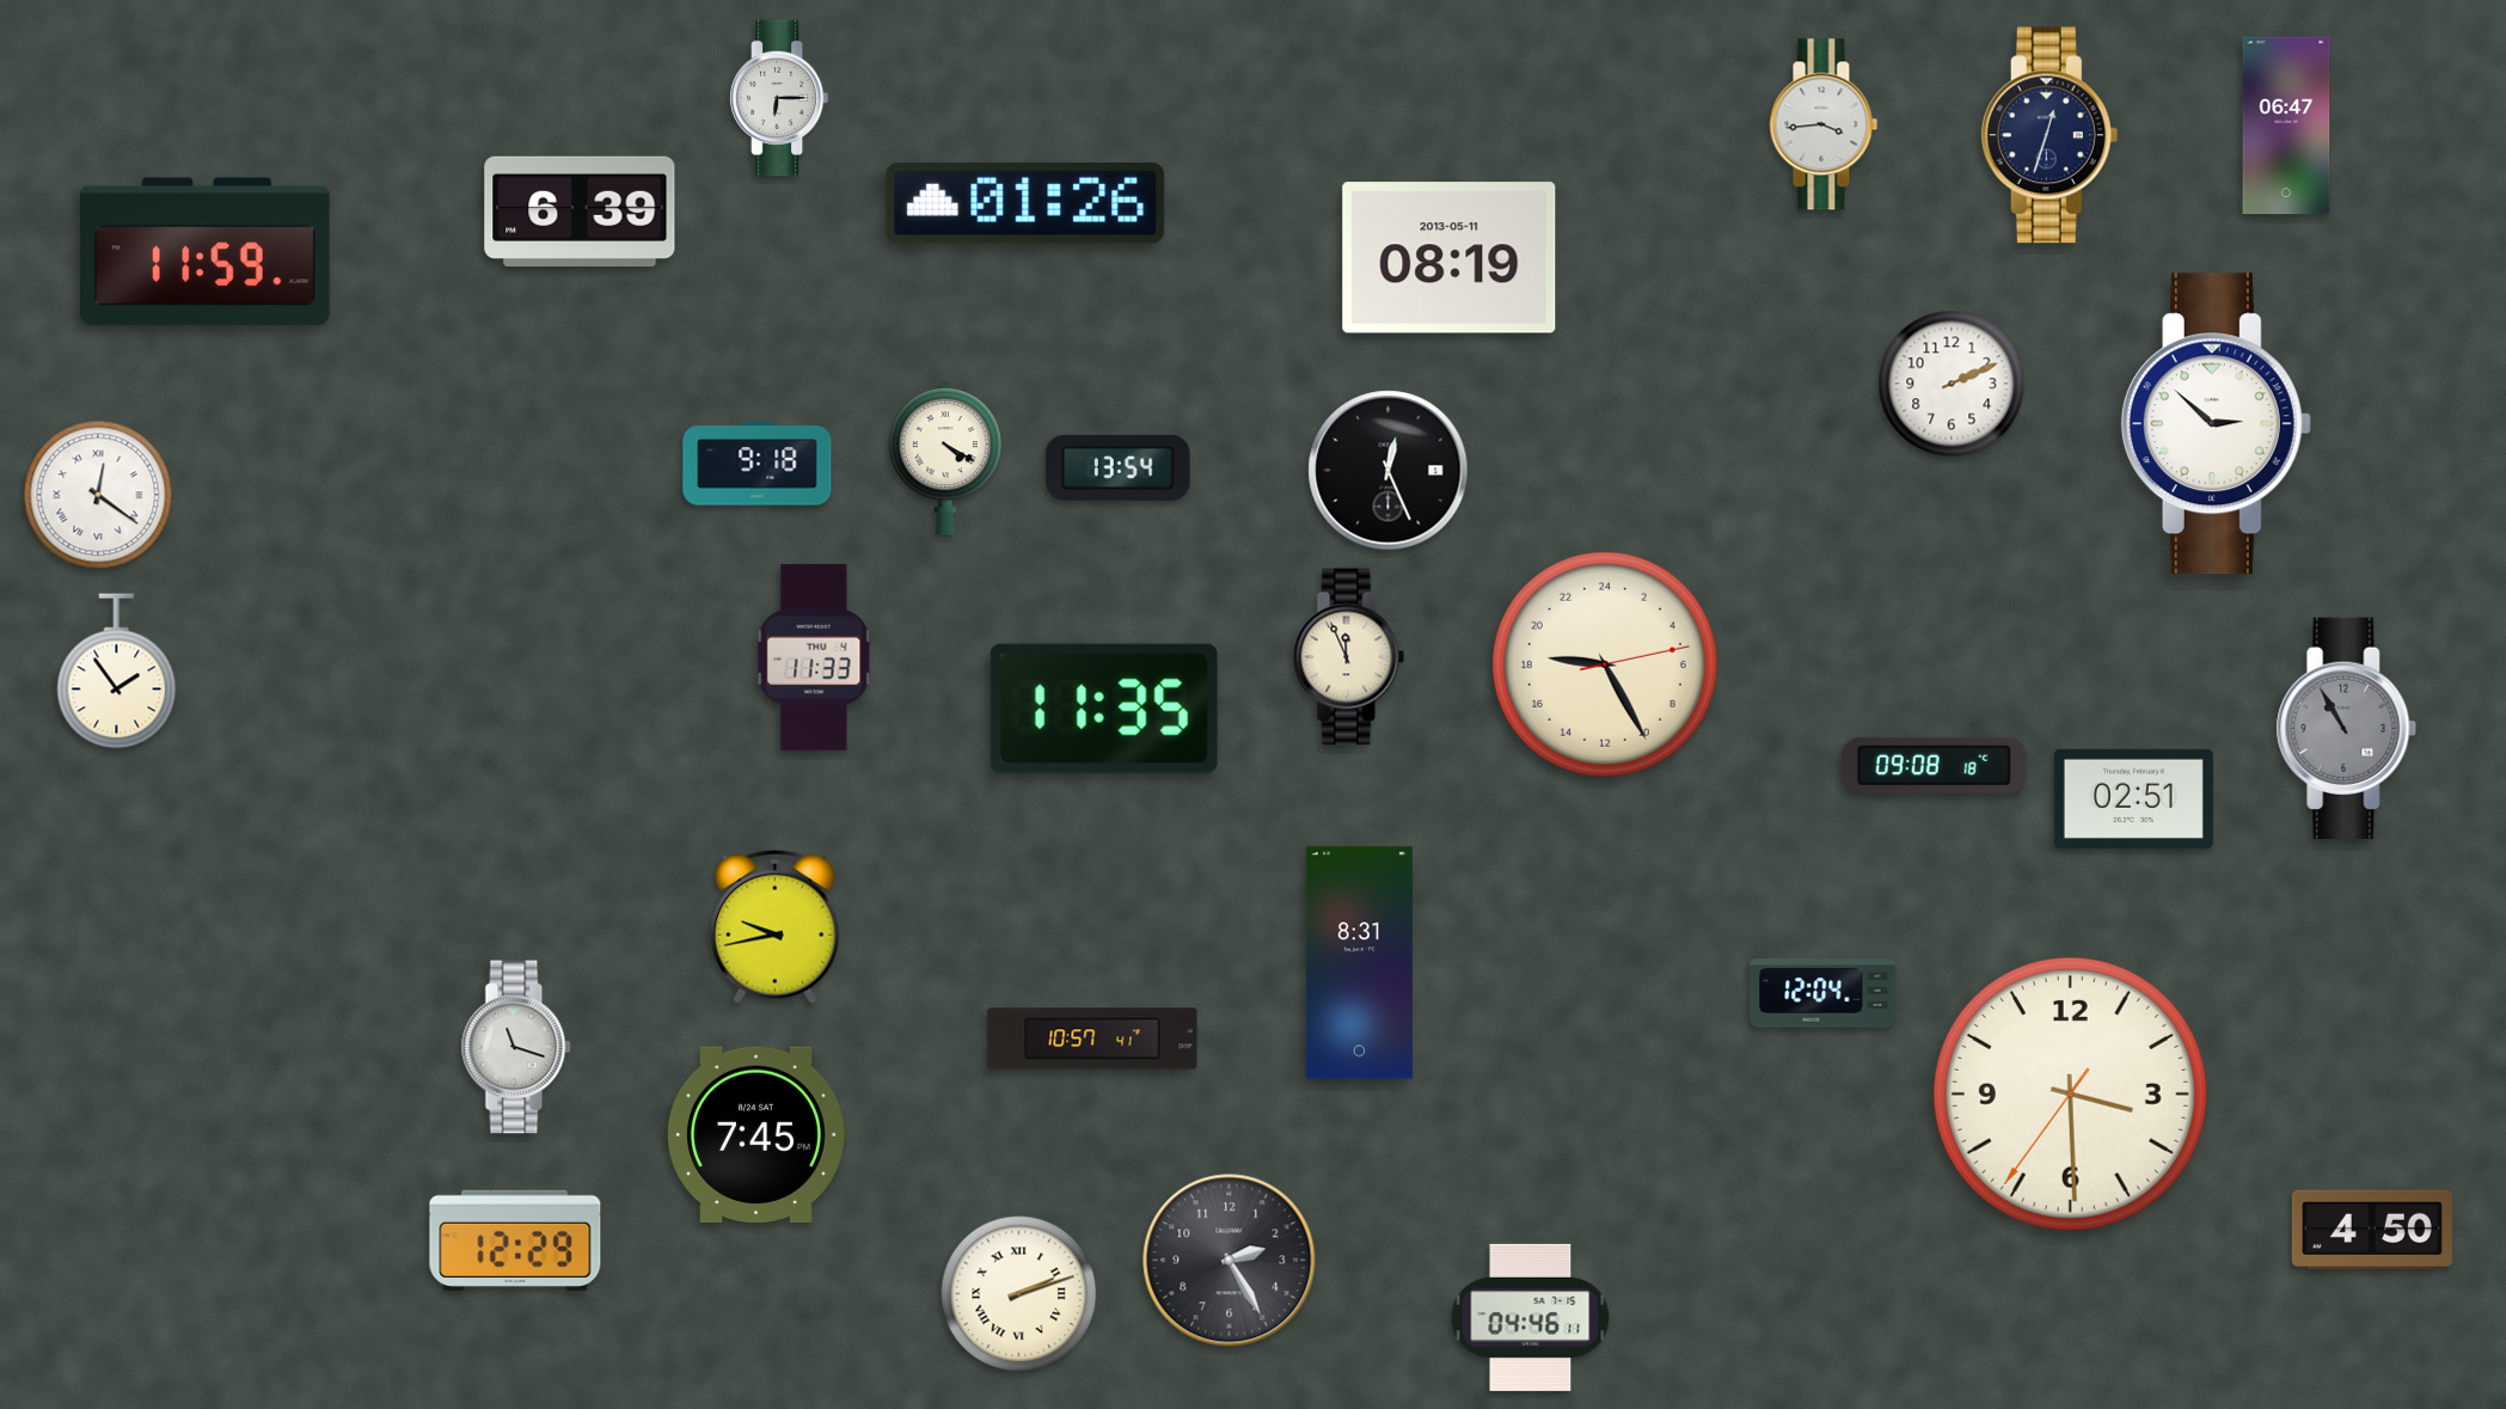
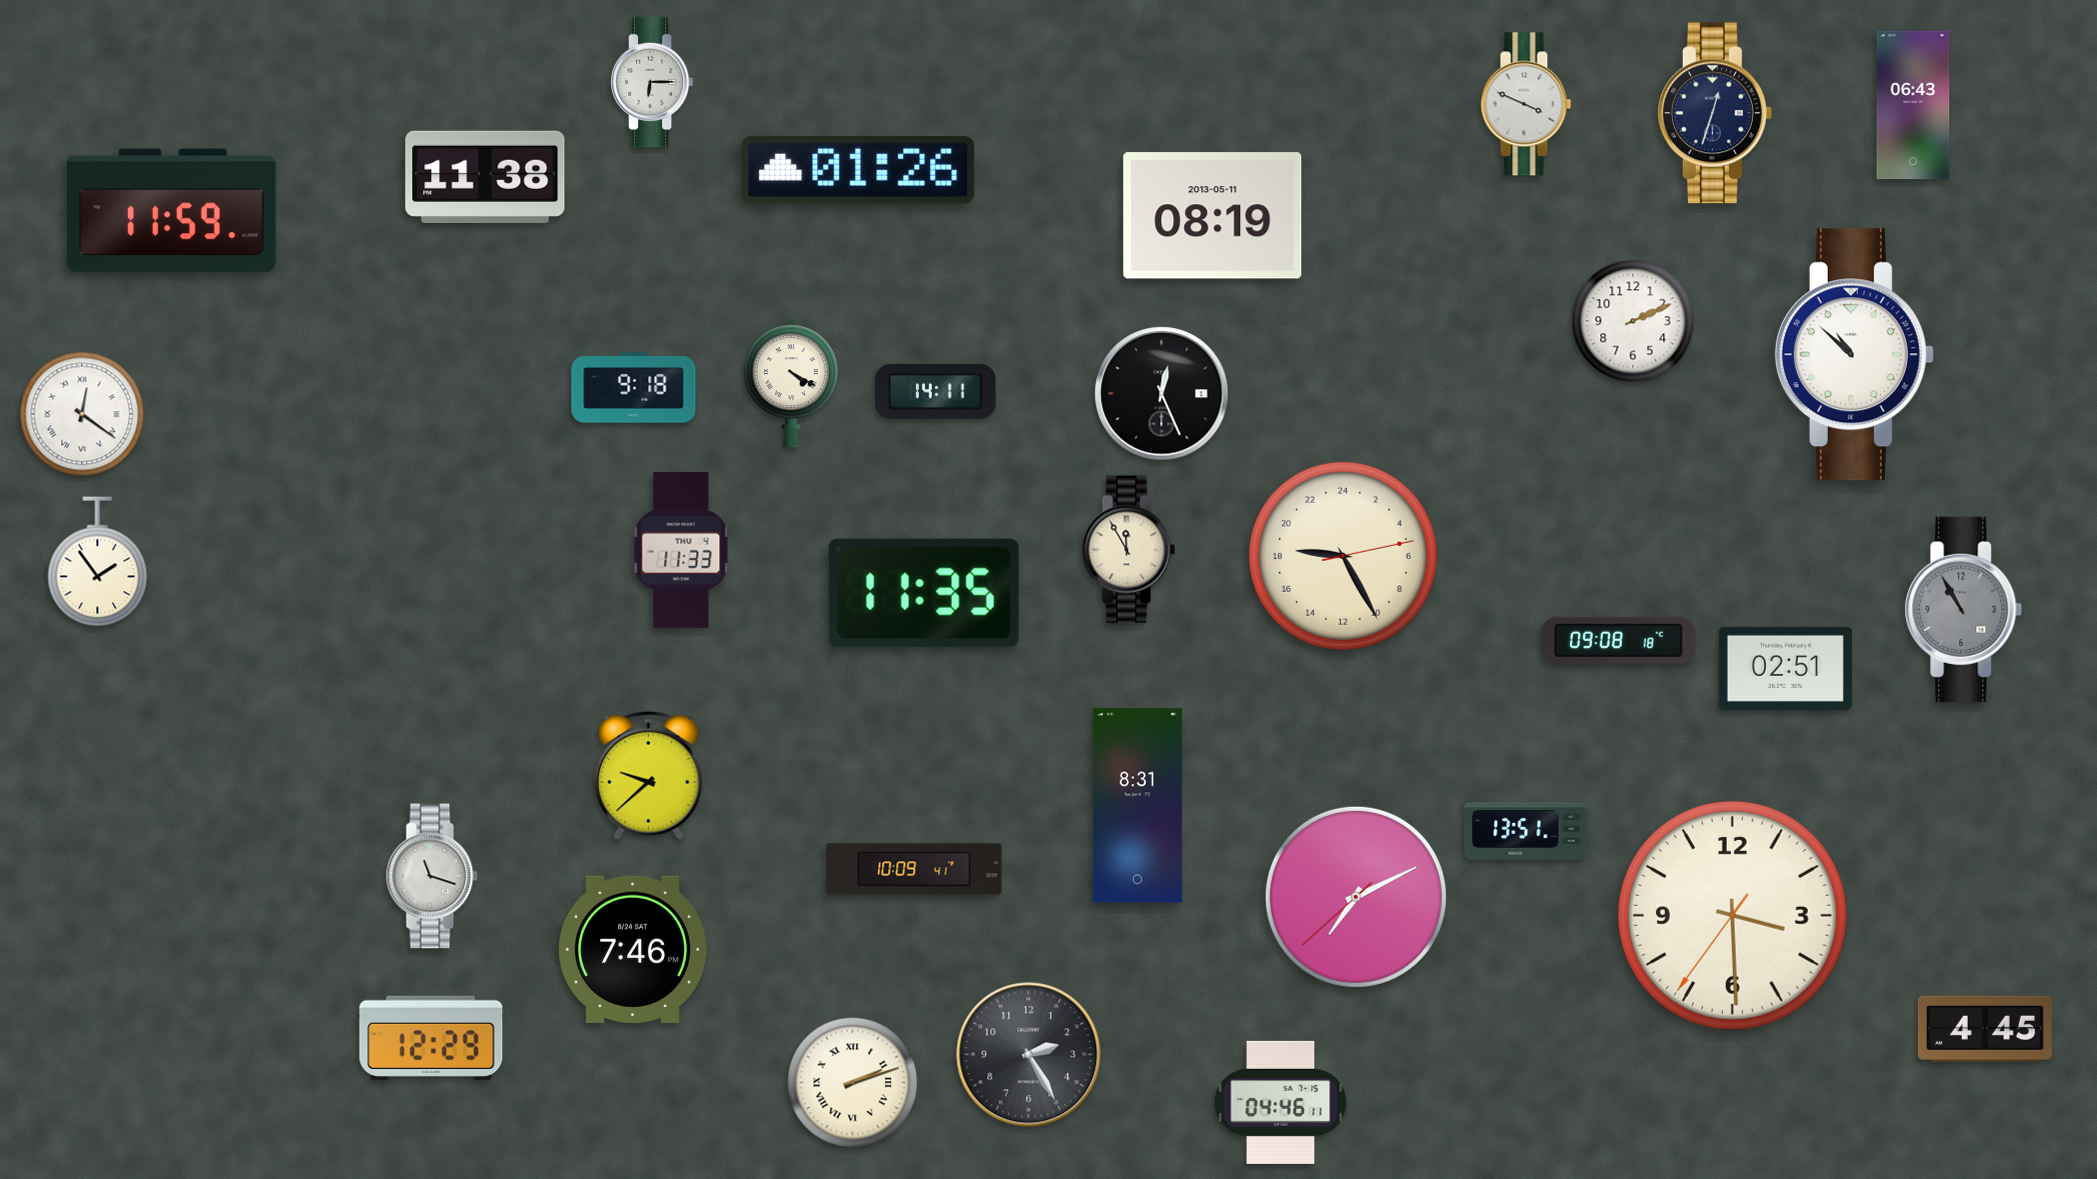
clock at (1824, 124): 3:44 -> 3:49
clock at (2286, 125): 06:47 -> 06:43
clock at (580, 210): 6:39 -> 11:38
clock at (2216, 424): 2:52 -> 10:52
clock at (1119, 467): 13:54 -> 14:11
clock at (1349, 657): 11:56 -> 11:55
clock at (774, 926): 9:43 -> 9:38
clock at (1822, 993): 12:04 -> 13:51
clock at (1092, 1039): 10:57 -> 10:09
clock at (1356, 897): none -> 7:10
clock at (756, 1134): 7:45 -> 7:46
clock at (2372, 1230): 4:50 -> 4:45
